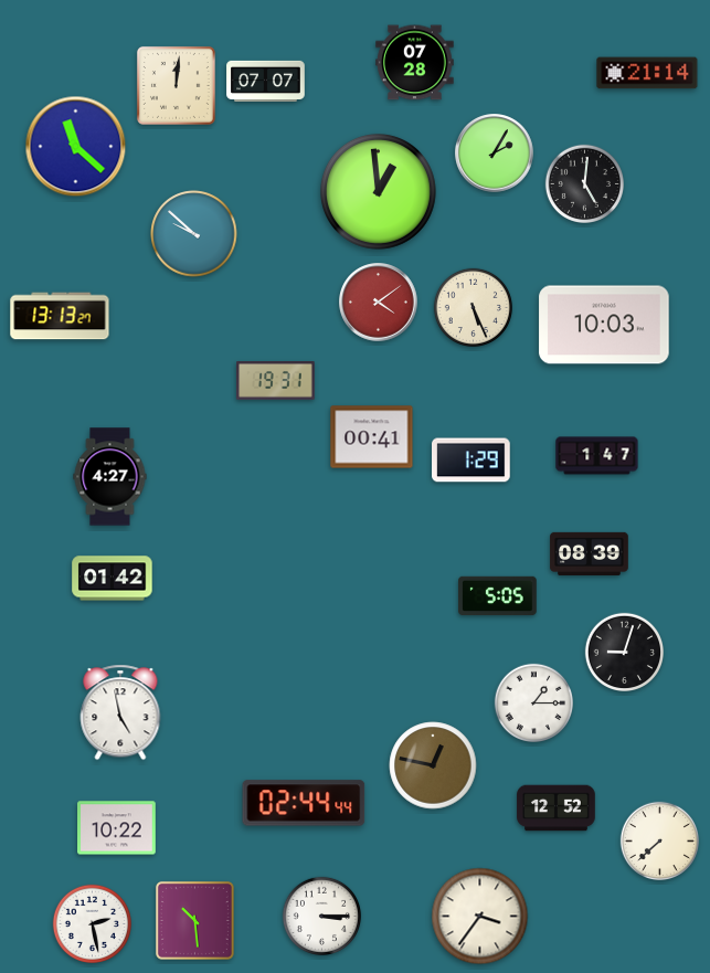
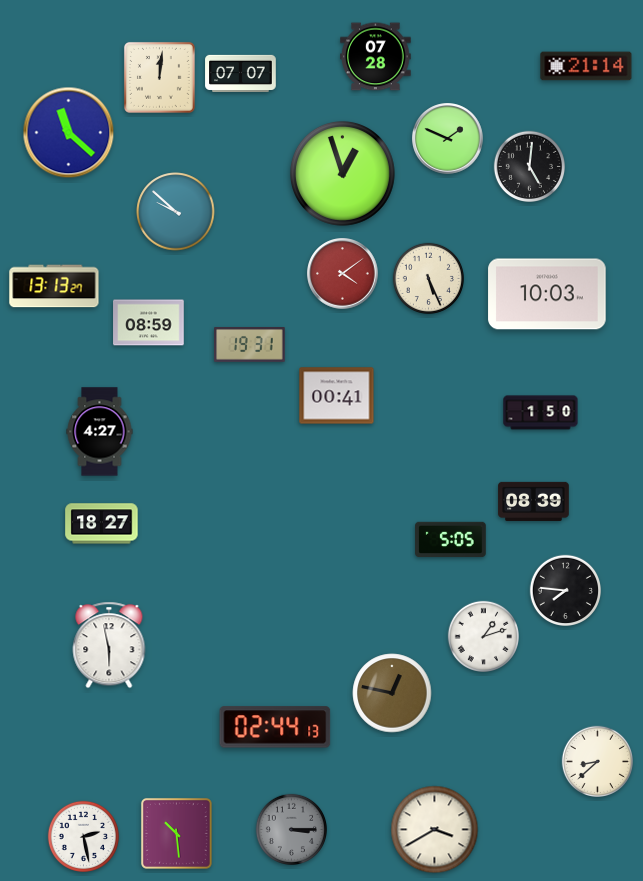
clock at (495, 154): 2:05 -> 1:49
clock at (378, 191): 12:59 -> 12:57
clock at (149, 323): none -> 08:59
clock at (597, 456): 1:47 -> 1:50
clock at (471, 461): 1:29 -> none
clock at (113, 579): 01:42 -> 18:27
clock at (624, 652): 9:03 -> 7:46
clock at (533, 702): 1:15 -> 1:12
clock at (120, 712): 4:58 -> 5:58
clock at (304, 803): 02:44:44 -> 02:44:13
clock at (557, 808): 12:52 -> none
clock at (117, 828): 10:22 -> none
clock at (659, 840): 7:38 -> 8:38
clock at (321, 916) dial: white -> grey
clock at (480, 917): 3:36 -> 3:40
